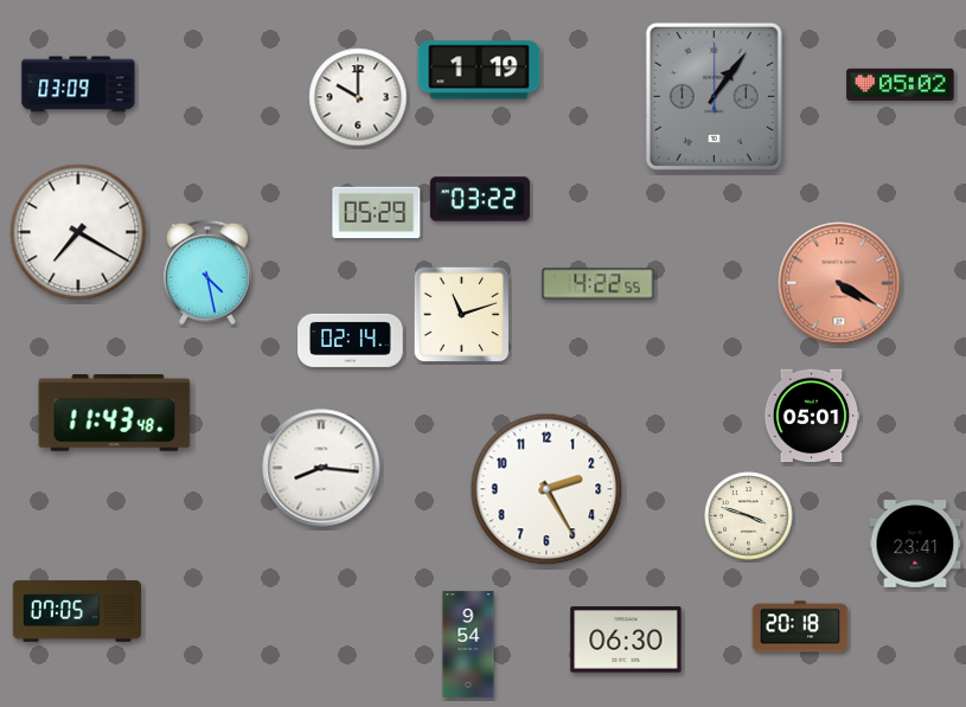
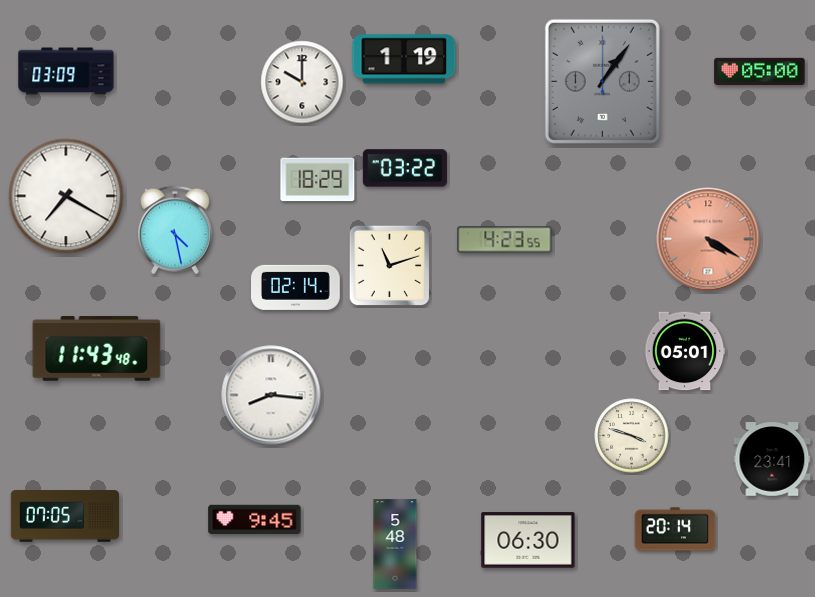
clock at (901, 84): 05:02 -> 05:00
clock at (377, 213): 05:29 -> 18:29
clock at (599, 284): 4:22 -> 4:23
clock at (546, 489): 2:25 -> none
clock at (255, 519): none -> 9:45
clock at (800, 626): 20:18 -> 20:14
clock at (468, 644): 9:54 -> 5:48
